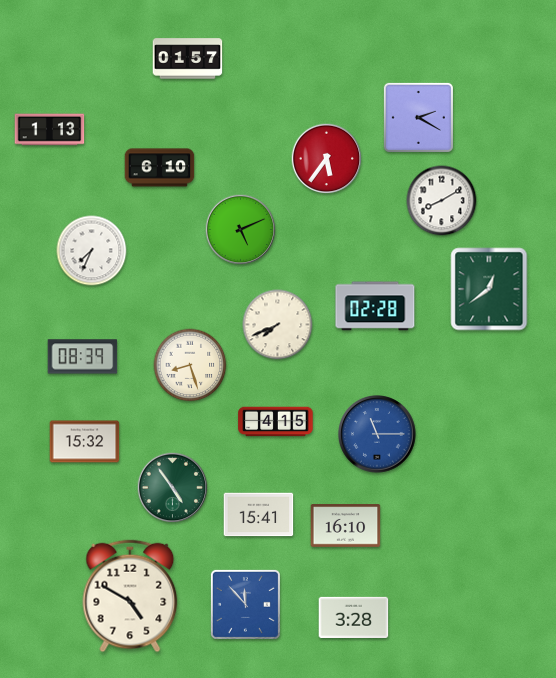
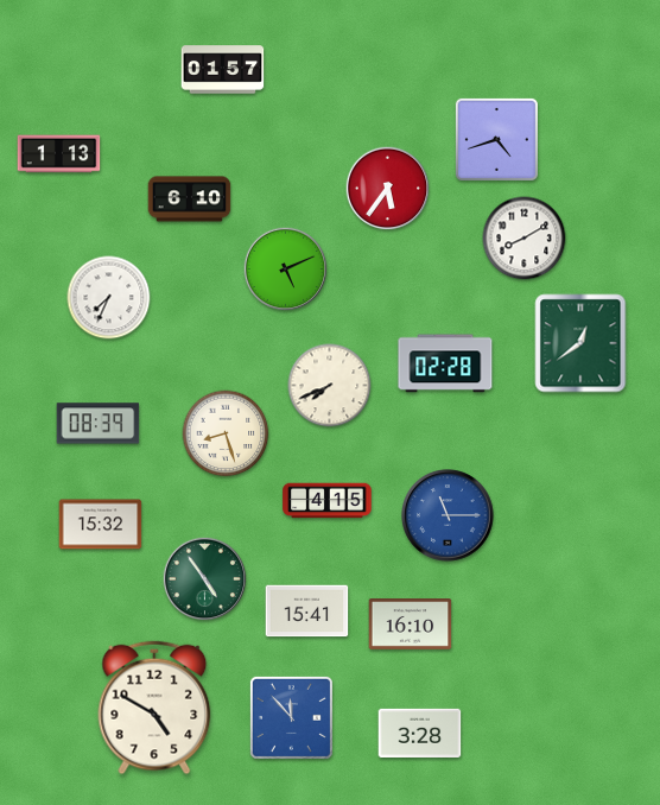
clock at (418, 117): 2:20 -> 4:42
clock at (241, 230) position: (241, 230) -> (286, 270)
